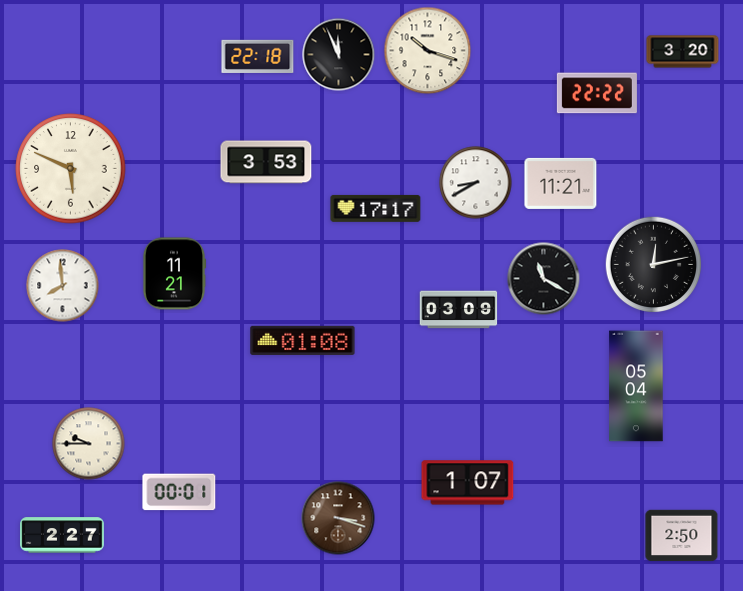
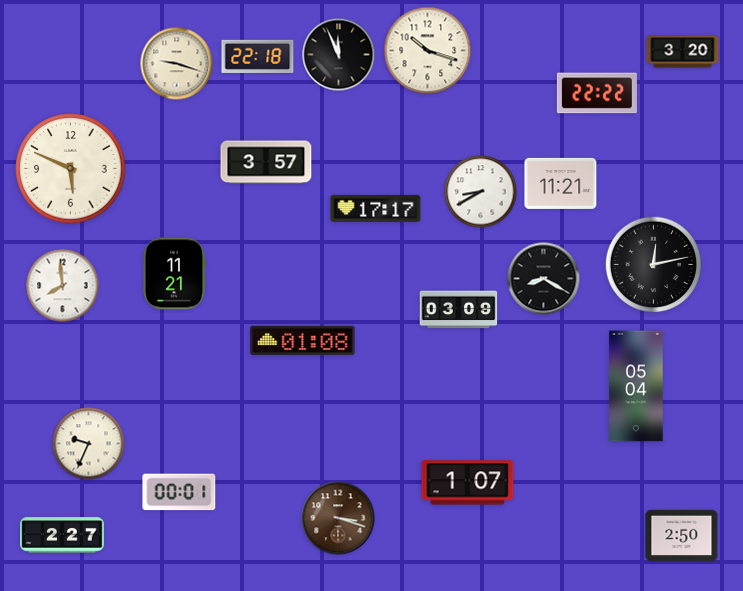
clock at (177, 64): none -> 9:18
clock at (266, 162): 3:53 -> 3:57
clock at (476, 183) position: (476, 183) -> (481, 192)
clock at (544, 279): 11:20 -> 8:20
clock at (89, 444): 9:45 -> 9:34
